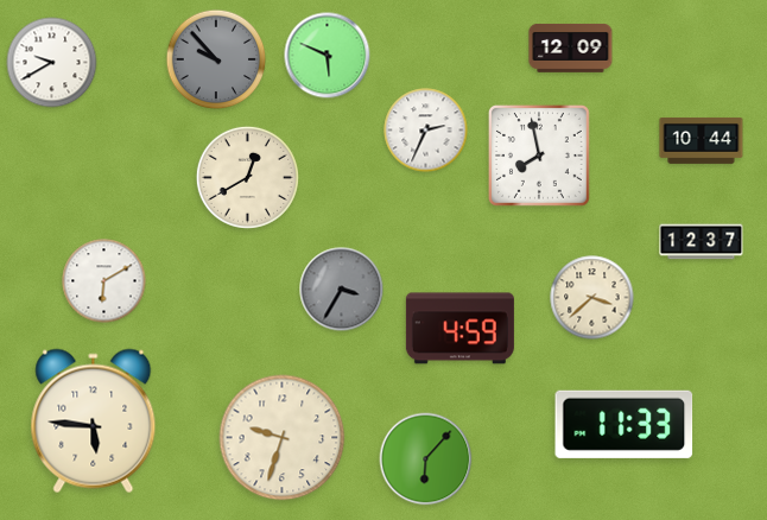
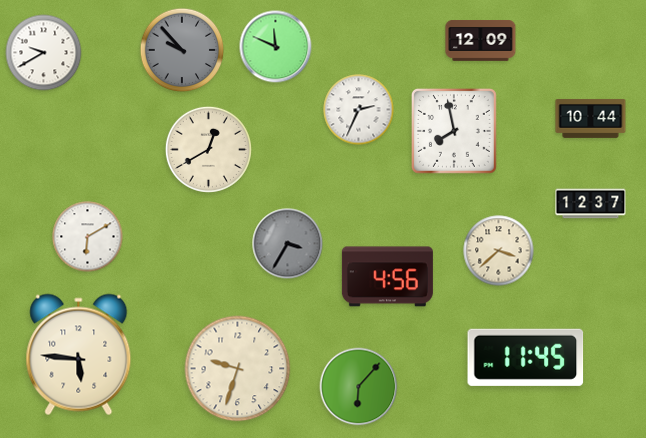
clock at (328, 56): 5:49 -> 11:49
clock at (459, 329): 4:59 -> 4:56
clock at (625, 424): 11:33 -> 11:45
